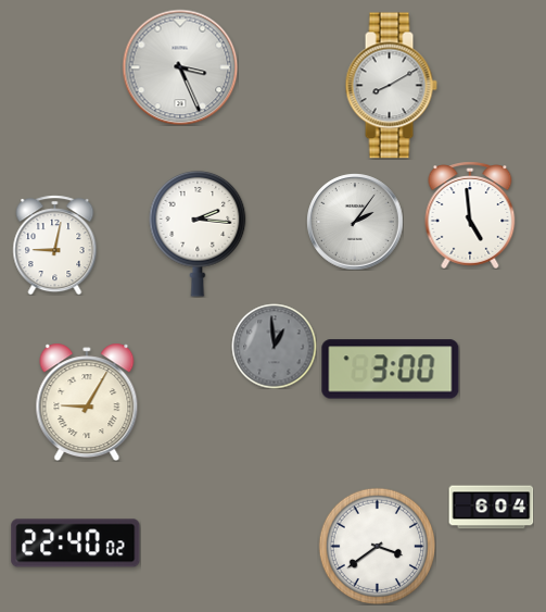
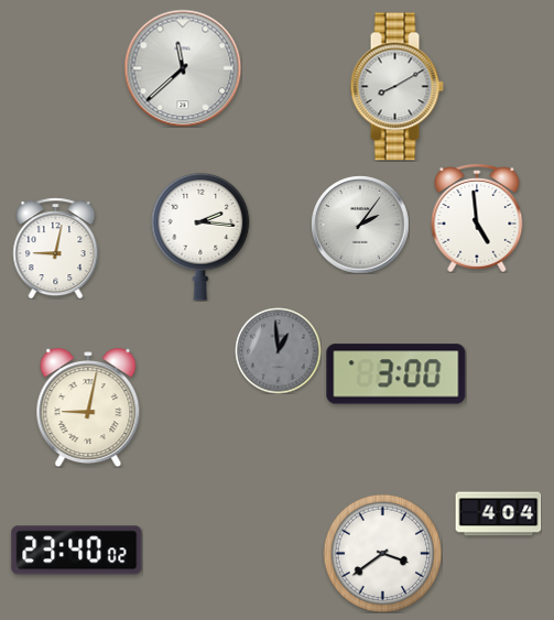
clock at (180, 67): 3:26 -> 11:38
clock at (87, 402): 9:05 -> 9:02
clock at (491, 508): 6:04 -> 4:04
clock at (76, 544): 22:40 -> 23:40
